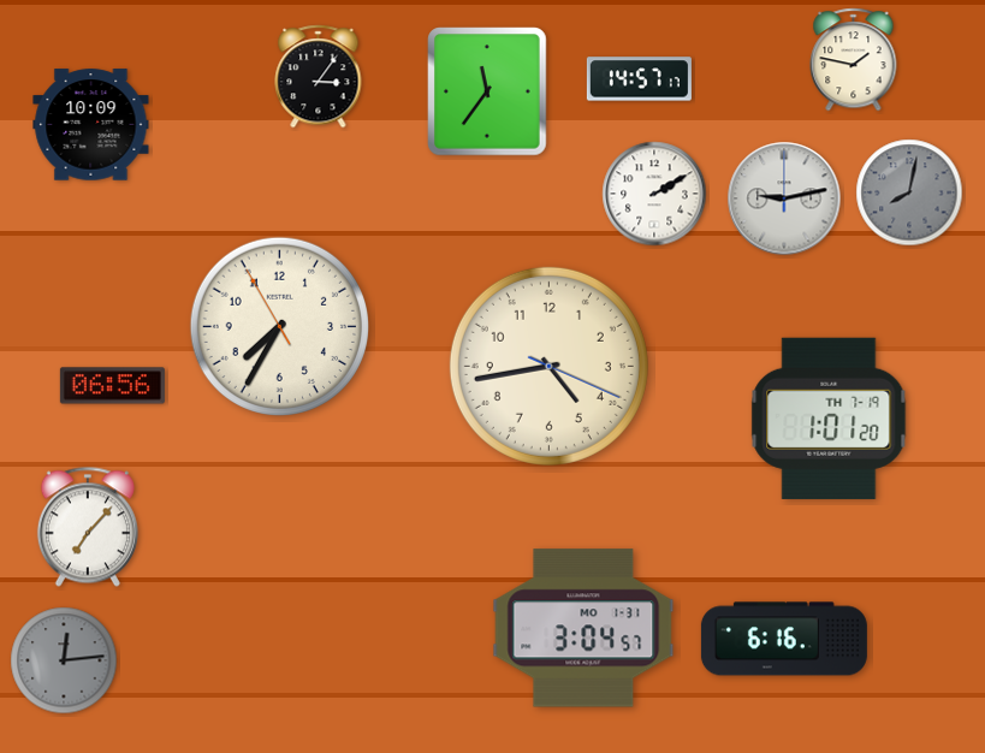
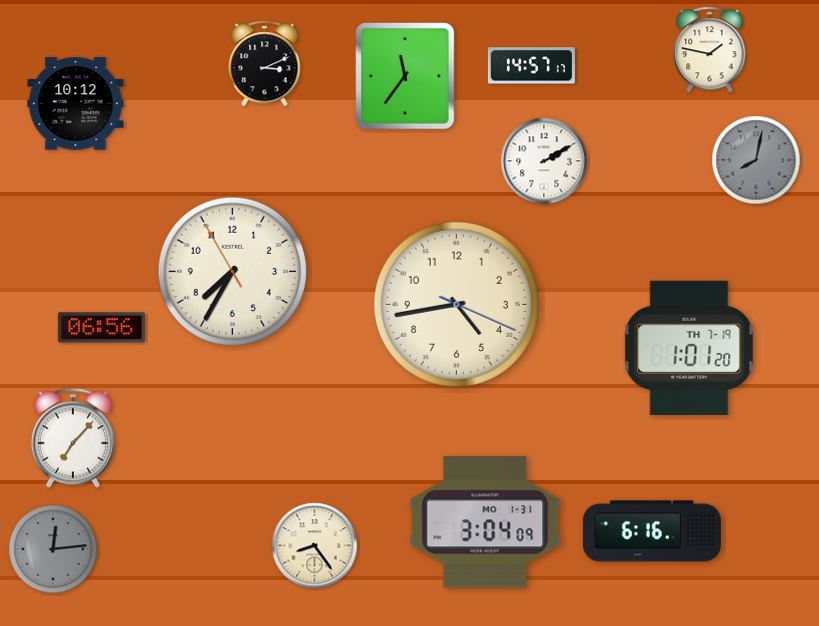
clock at (319, 77): 3:06 -> 3:11
clock at (91, 125): 10:09 -> 10:12
clock at (784, 198): 9:13 -> none
clock at (112, 386) position: (112, 386) -> (101, 328)
clock at (583, 628): 3:04:57 -> 3:04:09
clock at (315, 546): none -> 8:24
